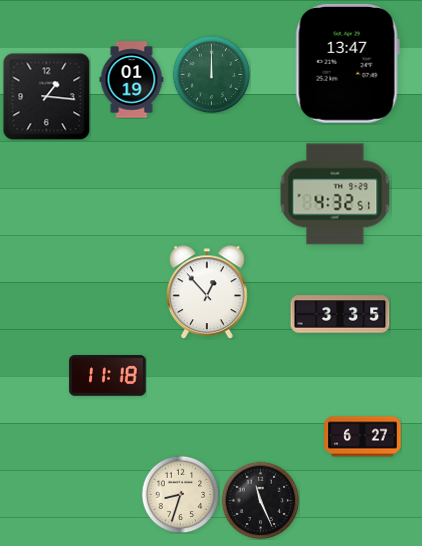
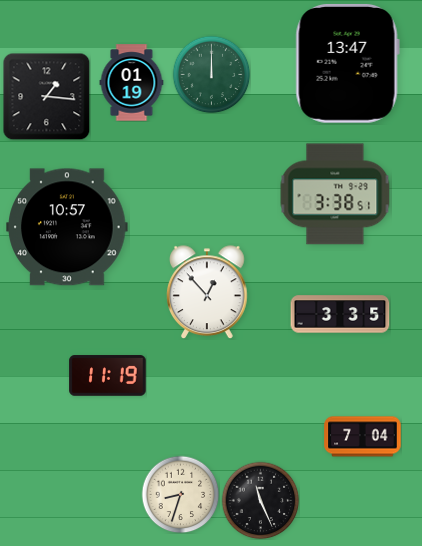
clock at (132, 80) position: (132, 80) -> (132, 83)
clock at (335, 194): 4:32 -> 3:38
clock at (67, 227): none -> 10:57
clock at (108, 376): 11:18 -> 11:19
clock at (363, 437): 6:27 -> 7:04
